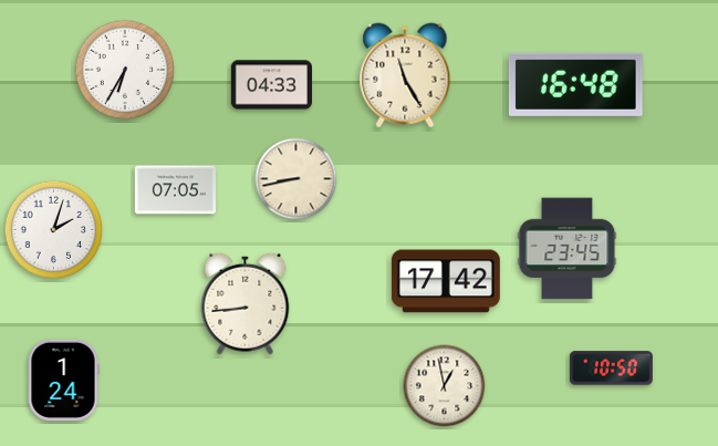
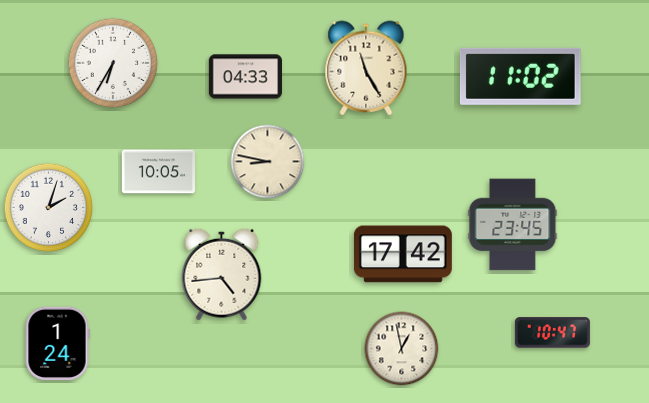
clock at (575, 84): 16:48 -> 11:02
clock at (296, 179): 8:43 -> 8:47
clock at (175, 190): 07:05 -> 10:05
clock at (246, 303): 8:44 -> 4:44
clock at (611, 369): 10:50 -> 10:47
